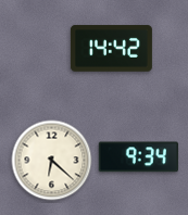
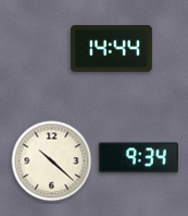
clock at (111, 49): 14:42 -> 14:44
clock at (52, 161): 6:22 -> 10:22
